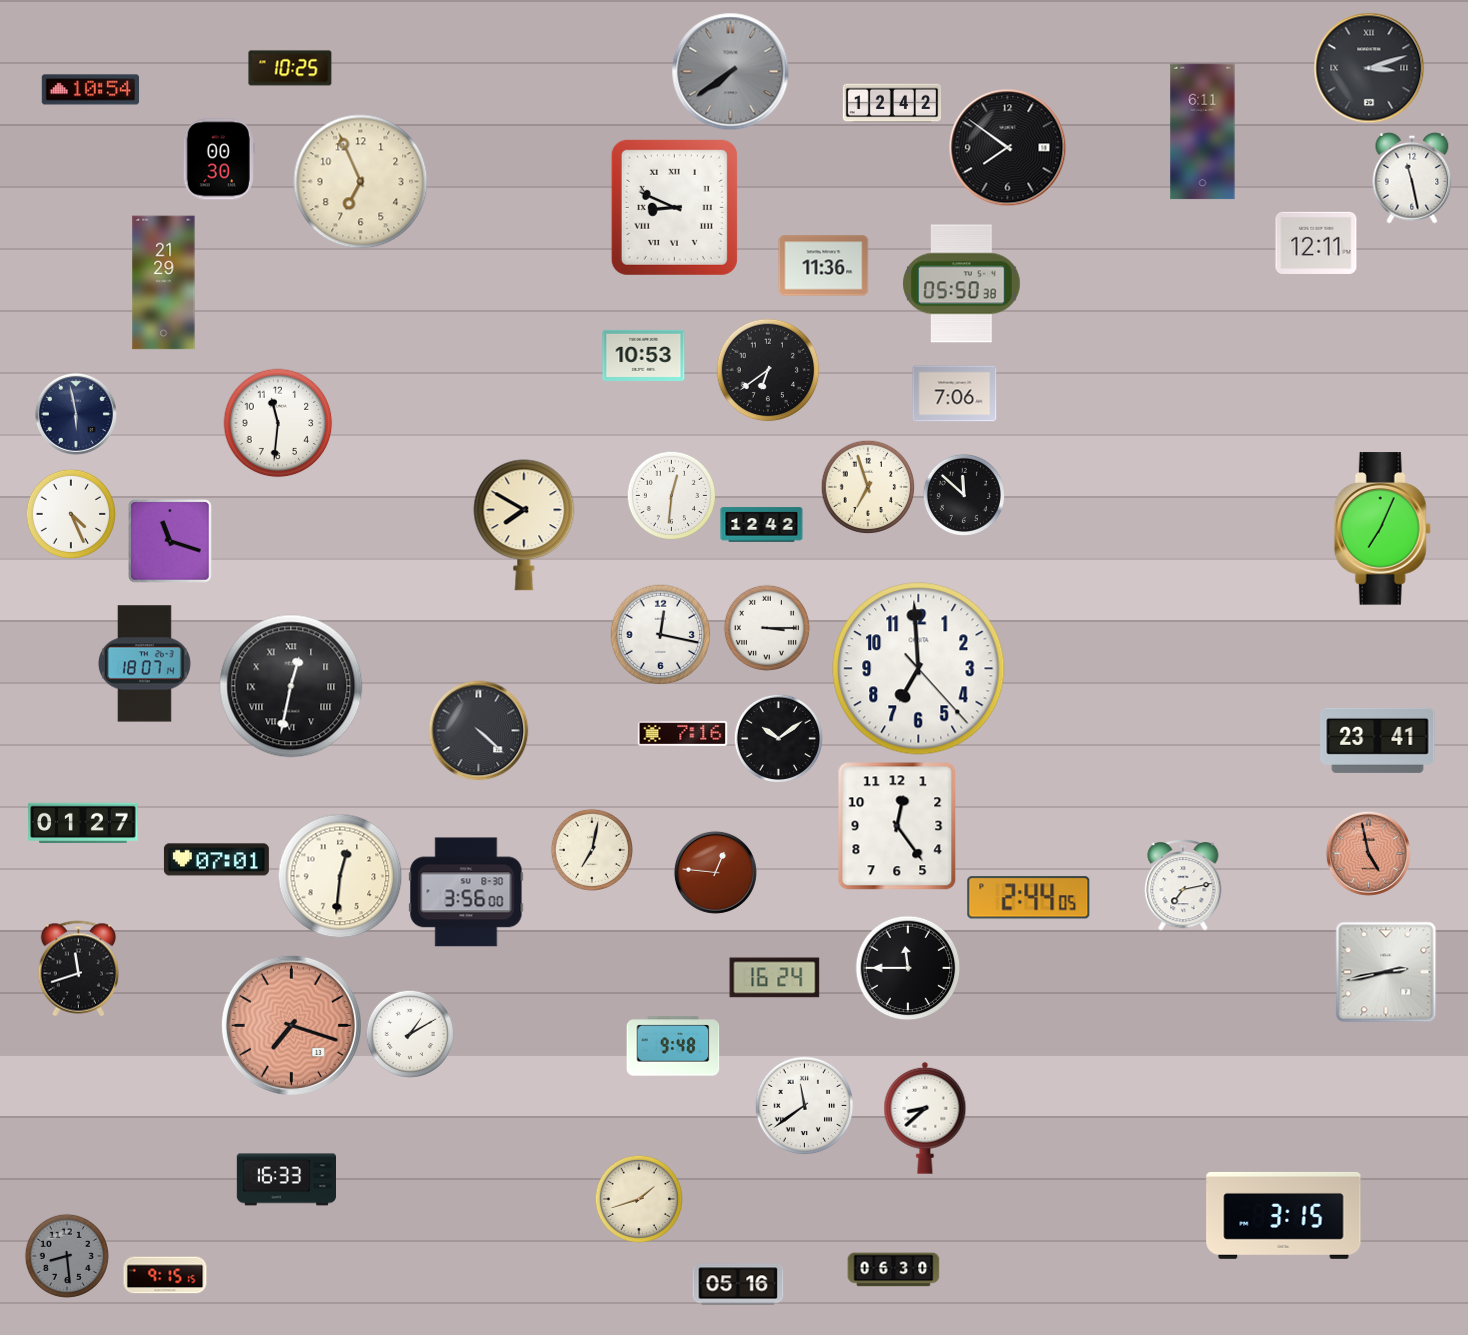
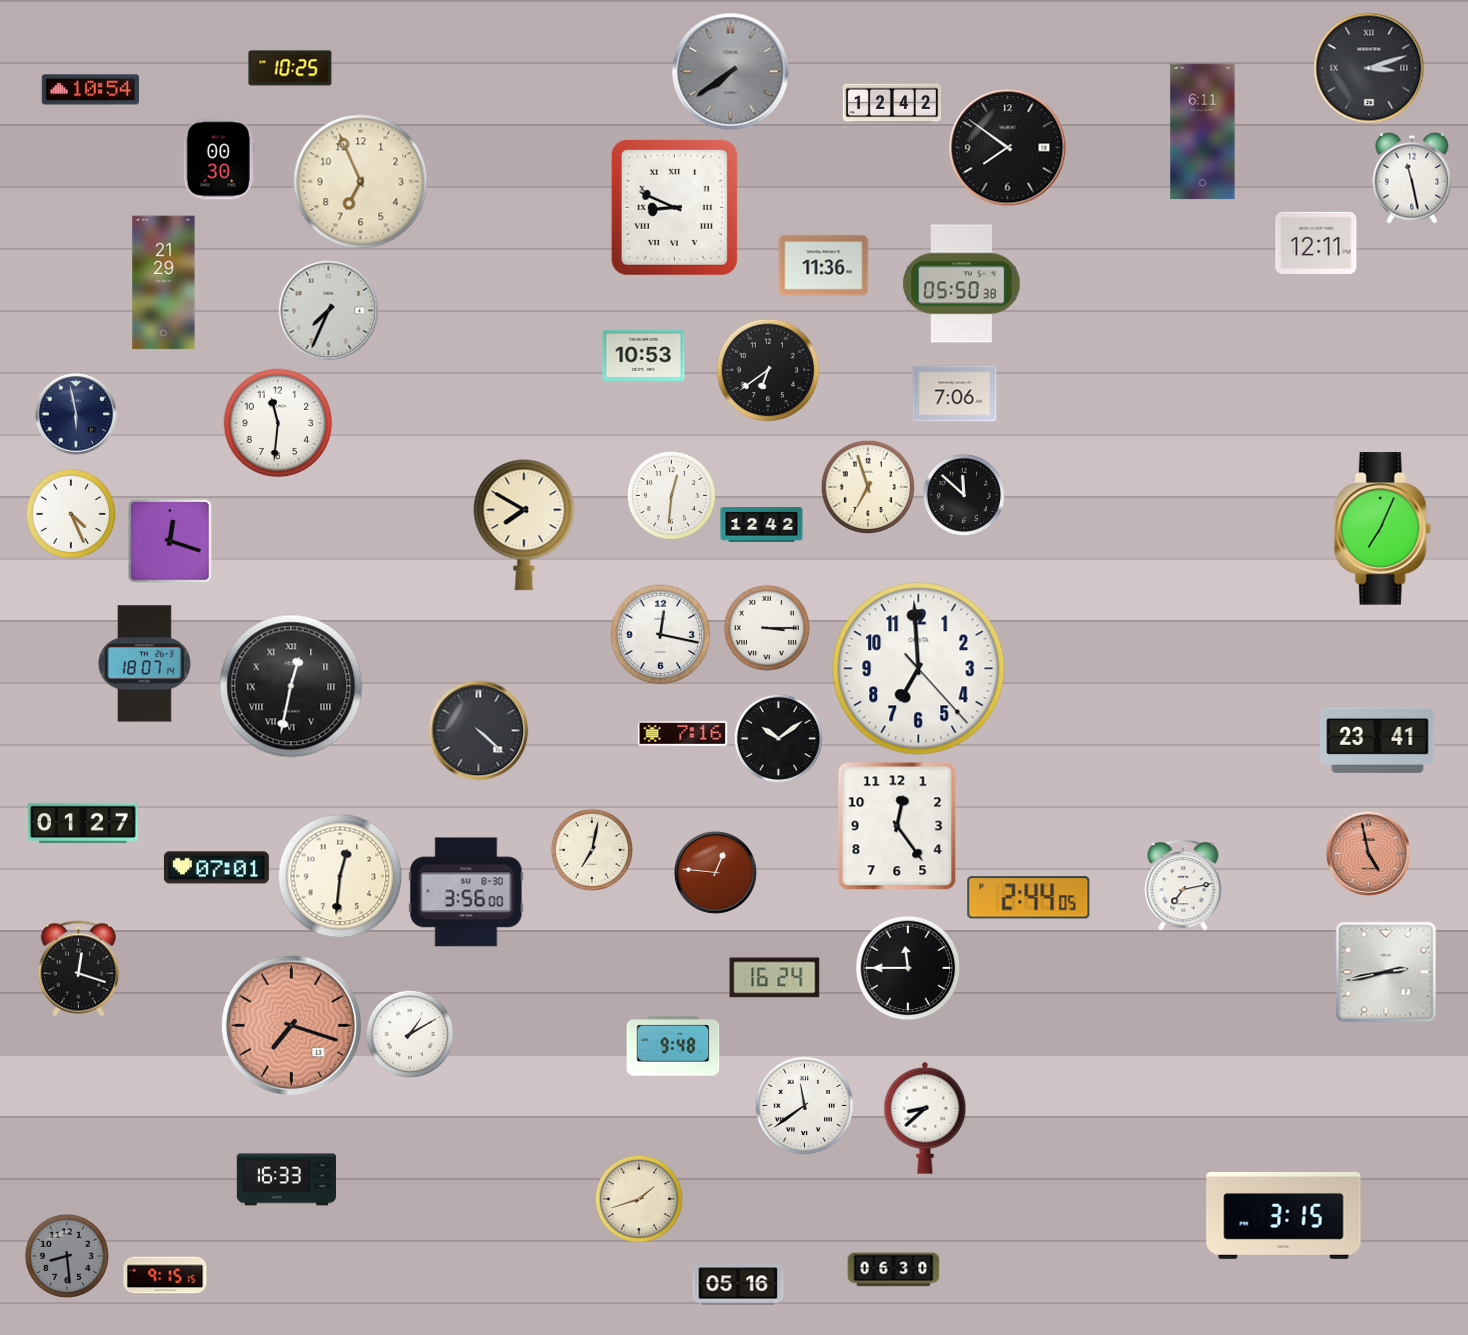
clock at (329, 311): none -> 7:34
clock at (170, 541): 11:18 -> 12:18
clock at (216, 860) position: (216, 860) -> (216, 868)
clock at (79, 969): 11:42 -> 12:18
